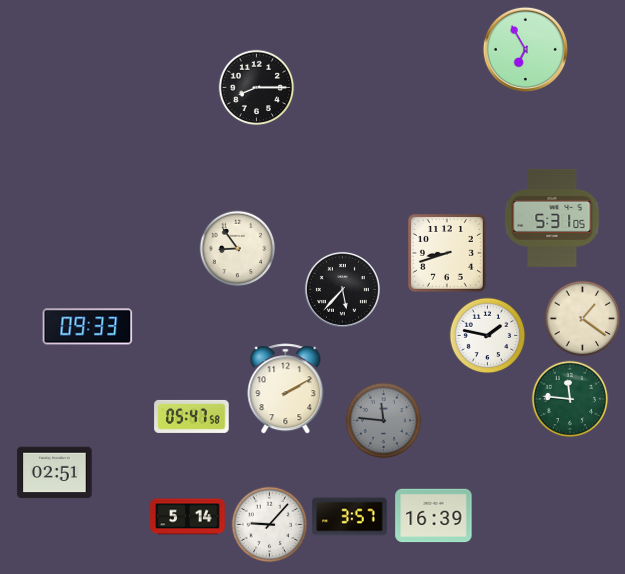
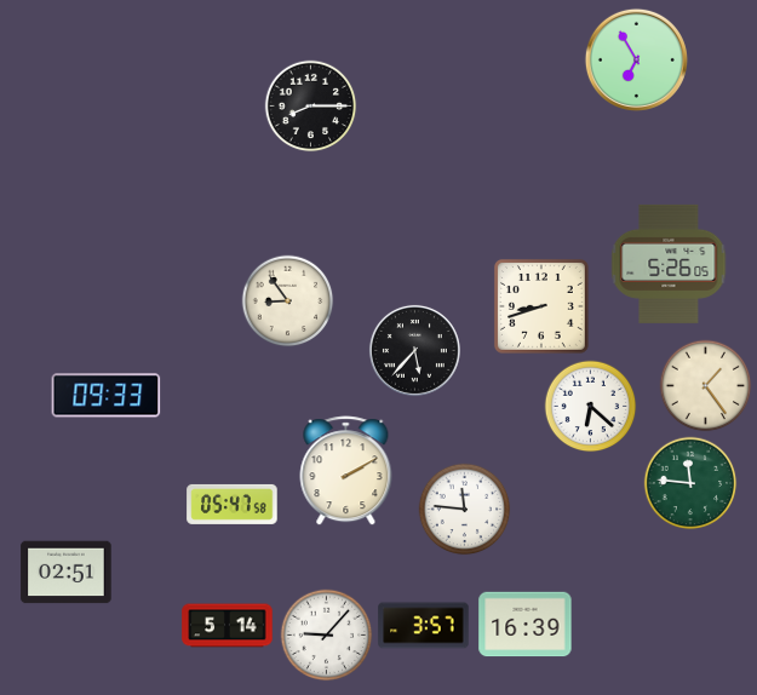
clock at (552, 218): 5:31 -> 5:26
clock at (583, 319): 1:21 -> 1:24
clock at (488, 336): 1:47 -> 6:22
clock at (384, 421) dial: grey -> white
